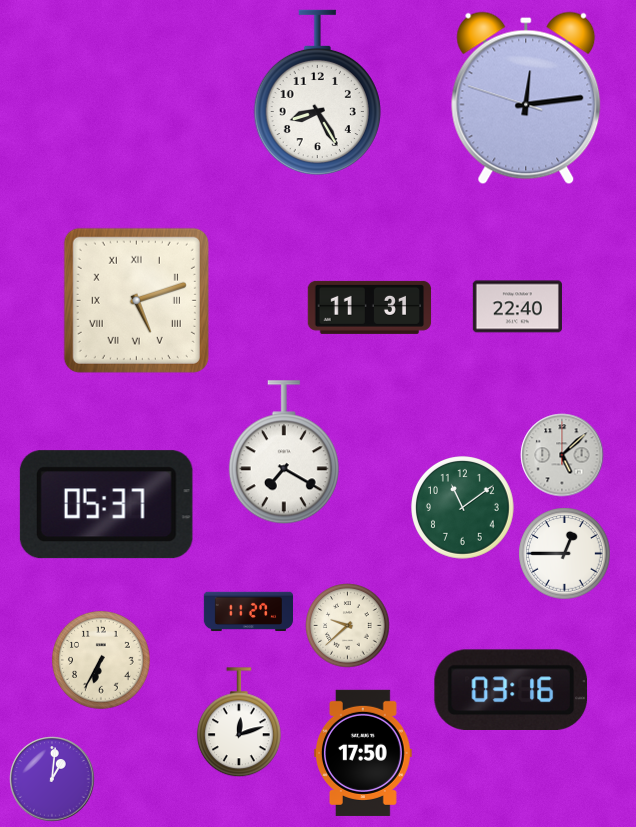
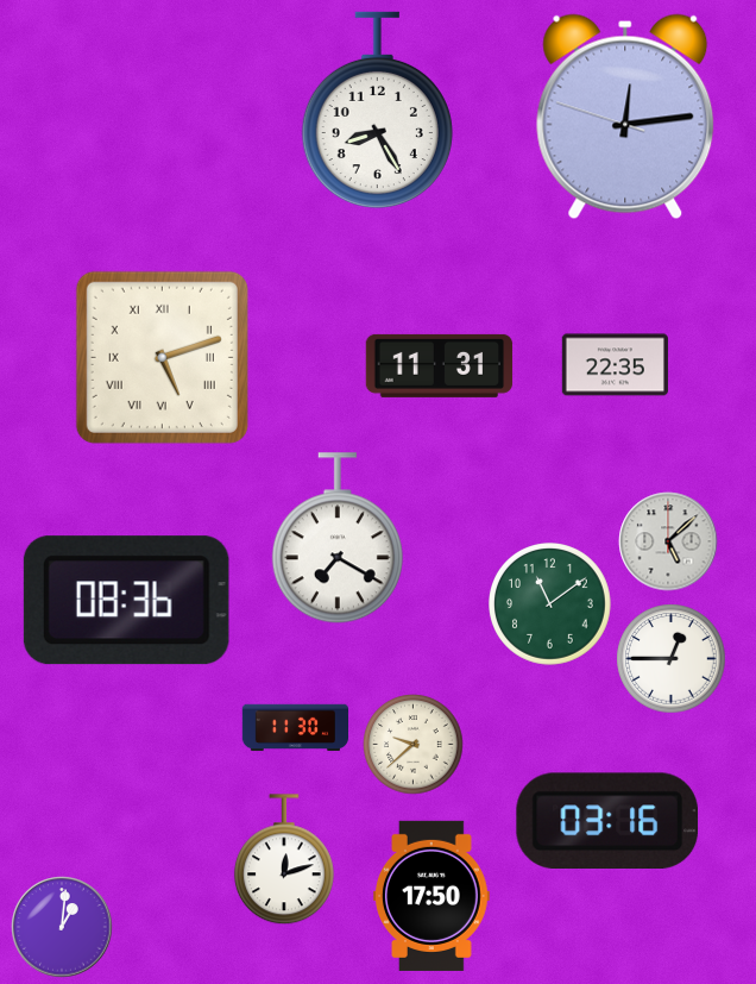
clock at (517, 307): 22:40 -> 22:35
clock at (106, 505): 05:37 -> 08:36
clock at (248, 612): 11:27 -> 11:30
clock at (101, 660): 6:35 -> none
